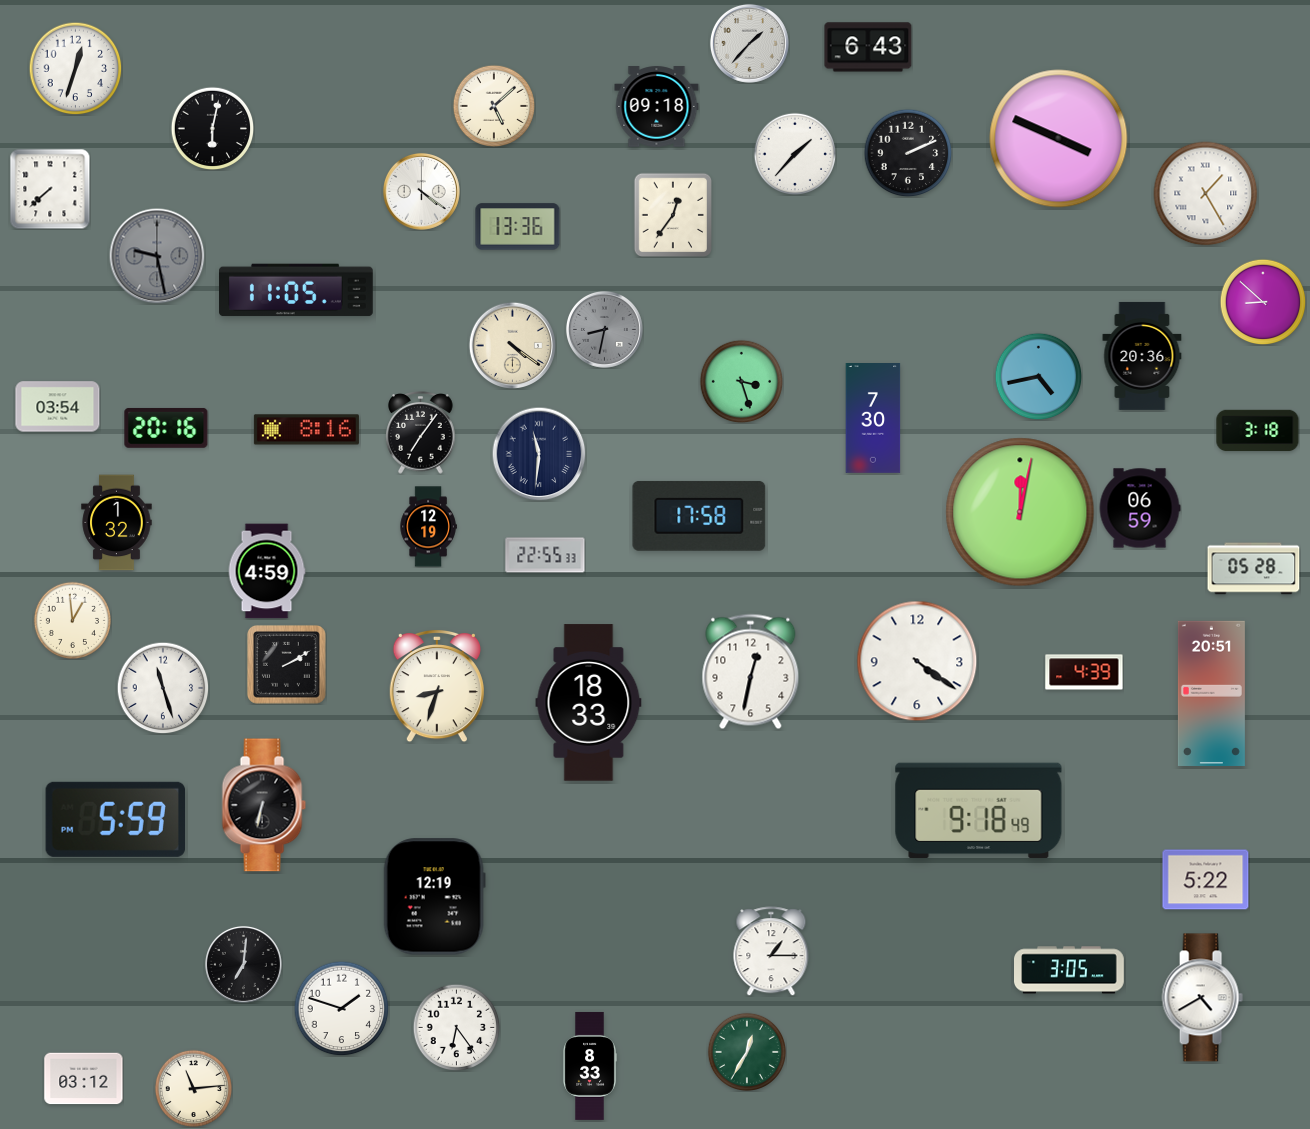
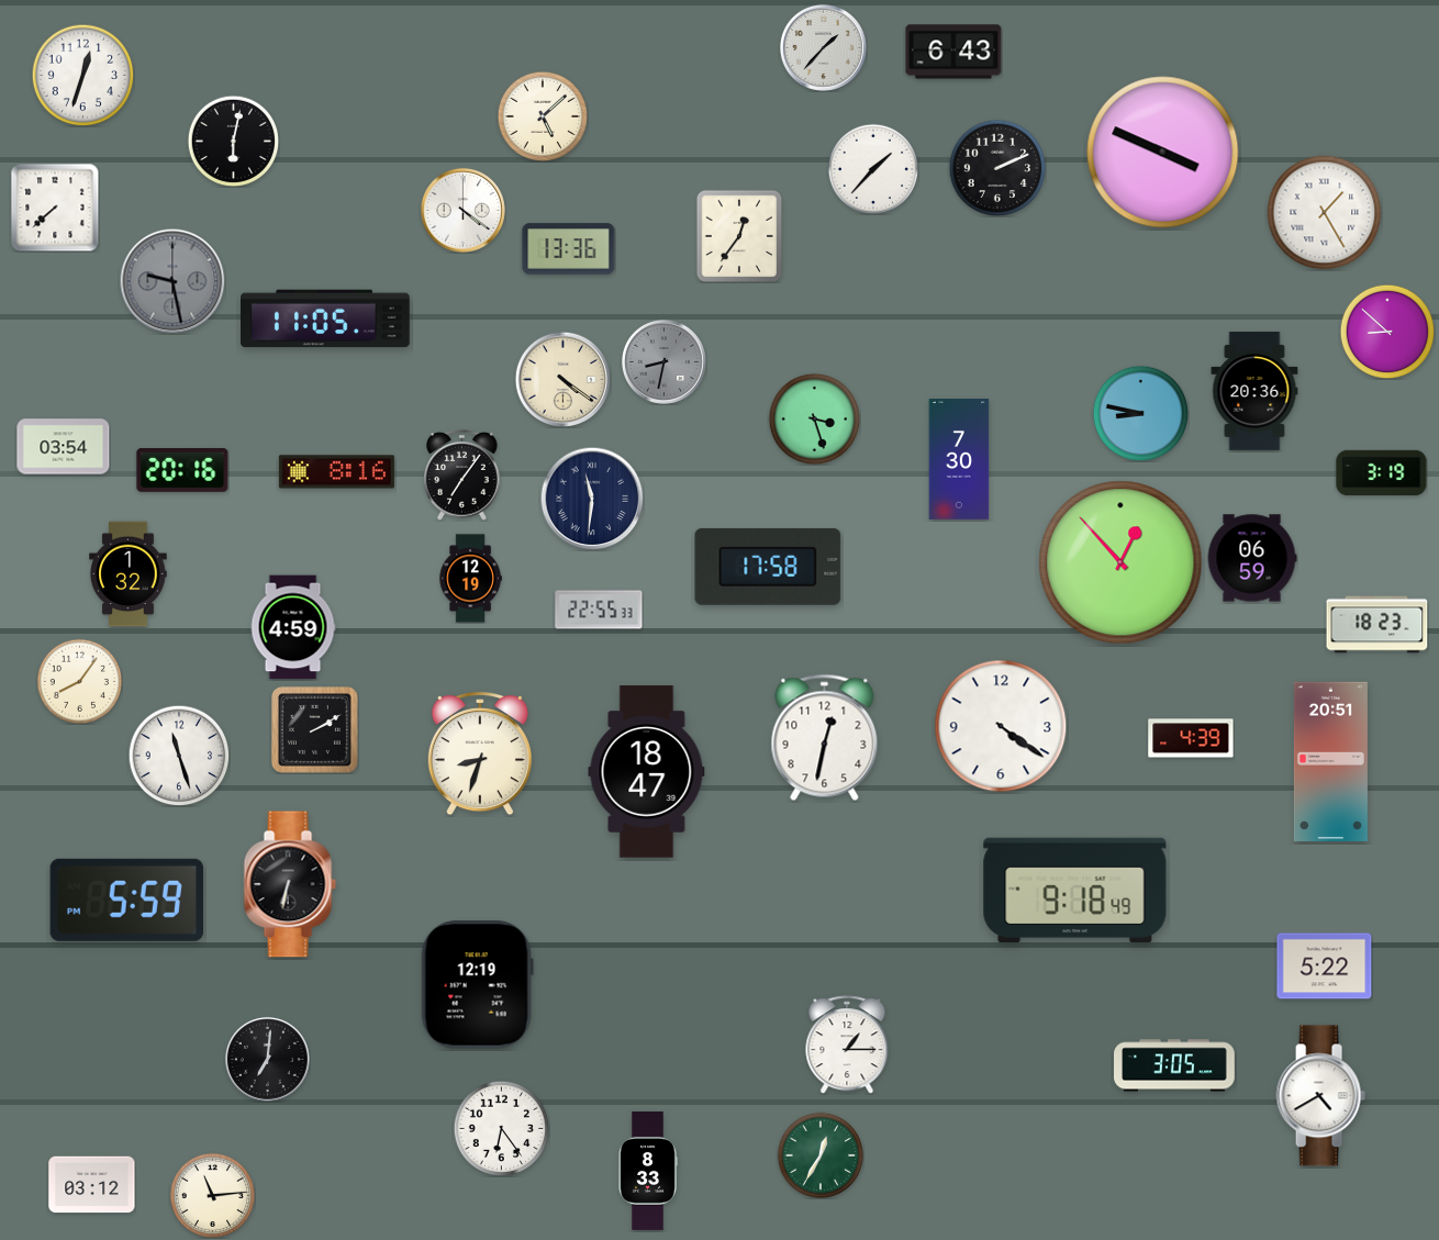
clock at (657, 107): 09:18 -> none
clock at (1038, 376): 4:43 -> 8:47
clock at (1258, 431): 3:18 -> 3:19
clock at (1020, 512): 12:02 -> 12:53
clock at (1254, 569): 05:28 -> 18:23
clock at (72, 620): 12:59 -> 8:06
clock at (917, 661) position: (917, 661) -> (1001, 726)
clock at (589, 703): 18:33 -> 18:47
clock at (341, 1008): 1:48 -> none
